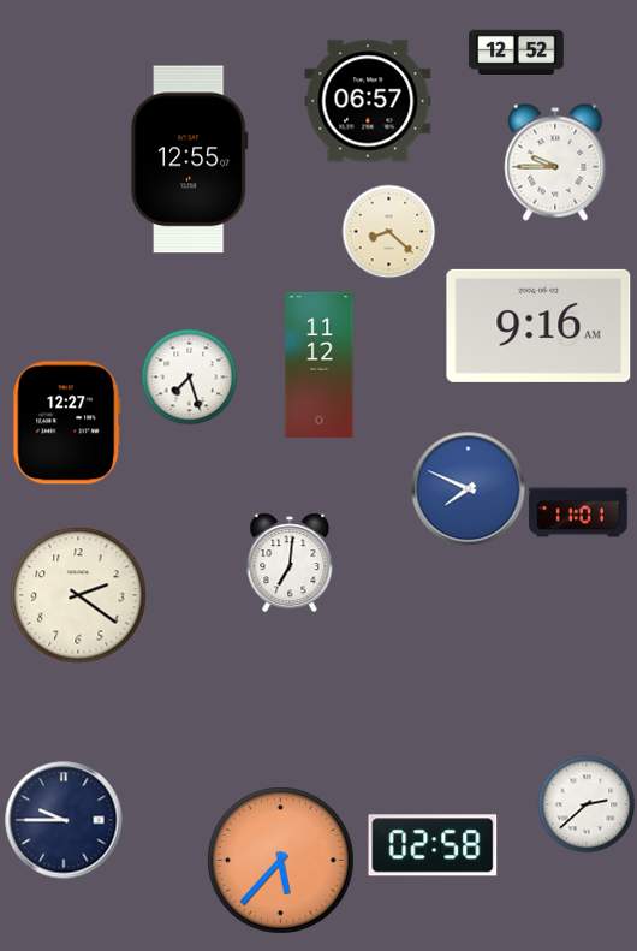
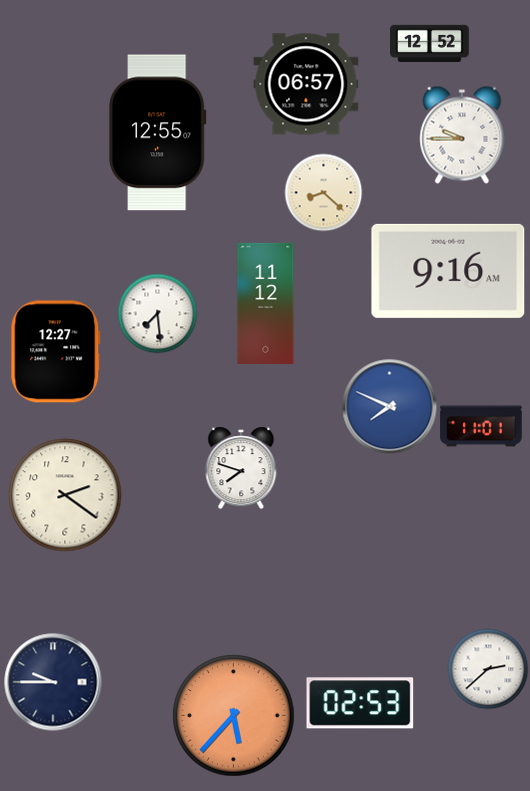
clock at (189, 376): 7:27 -> 7:29
clock at (290, 563): 7:01 -> 7:48
clock at (433, 845): 02:58 -> 02:53
